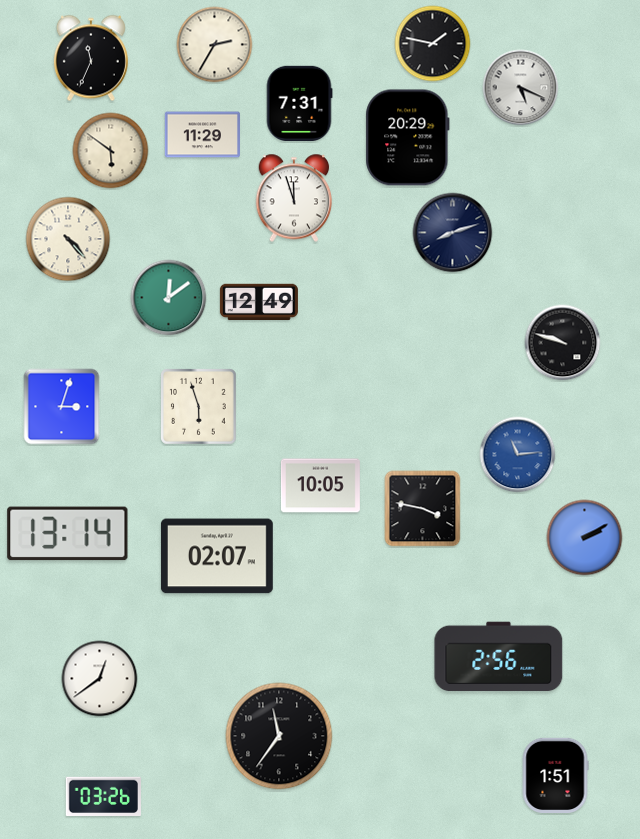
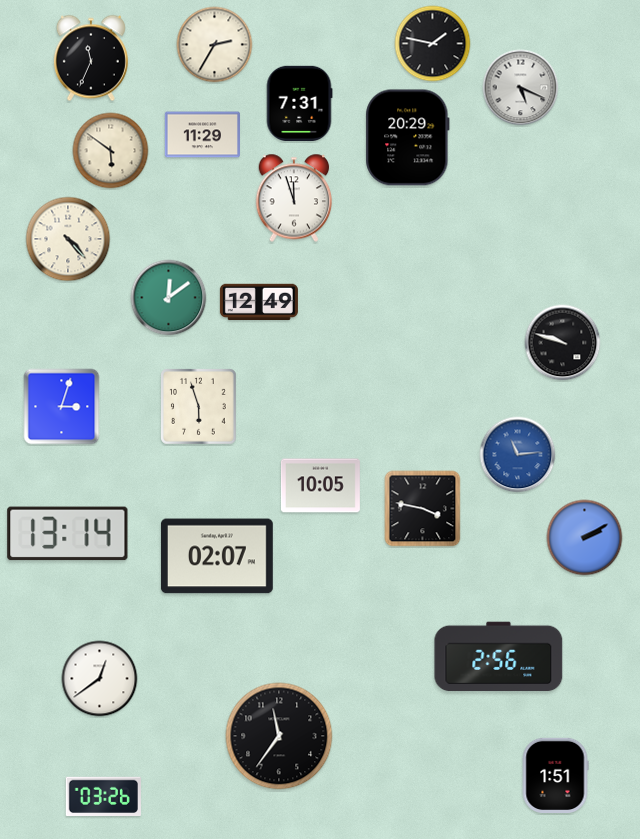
clock at (453, 233): 8:12 -> none
